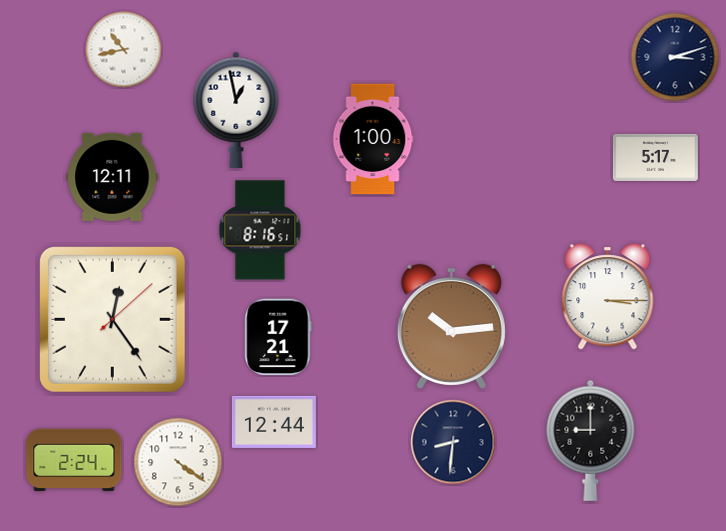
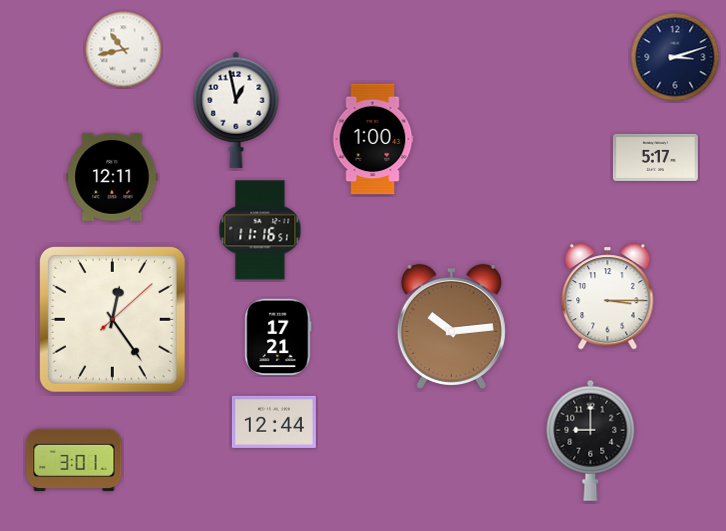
clock at (260, 230): 8:16 -> 11:16
clock at (453, 442): 8:31 -> none
clock at (74, 460): 2:24 -> 3:01
clock at (178, 462): 4:21 -> none
